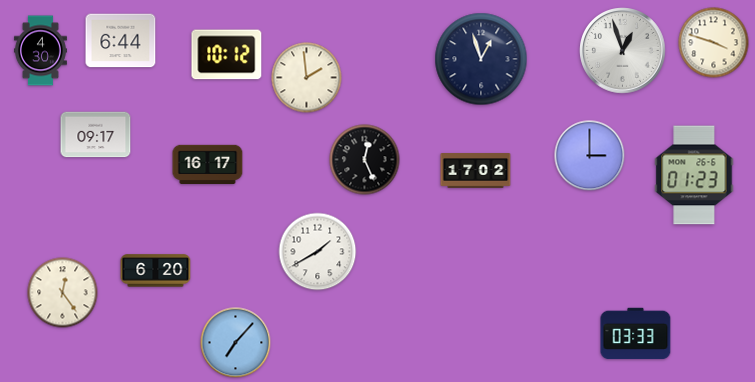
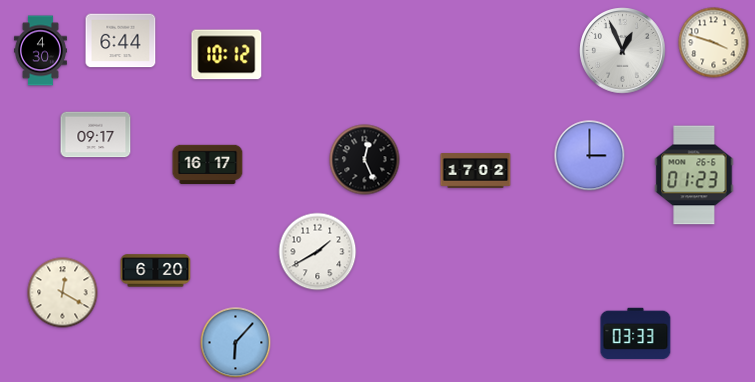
clock at (623, 51): 12:57 -> 12:56
clock at (481, 59): 12:57 -> none
clock at (307, 78): 1:59 -> none
clock at (63, 293): 12:24 -> 12:20
clock at (236, 343): 7:07 -> 6:07
